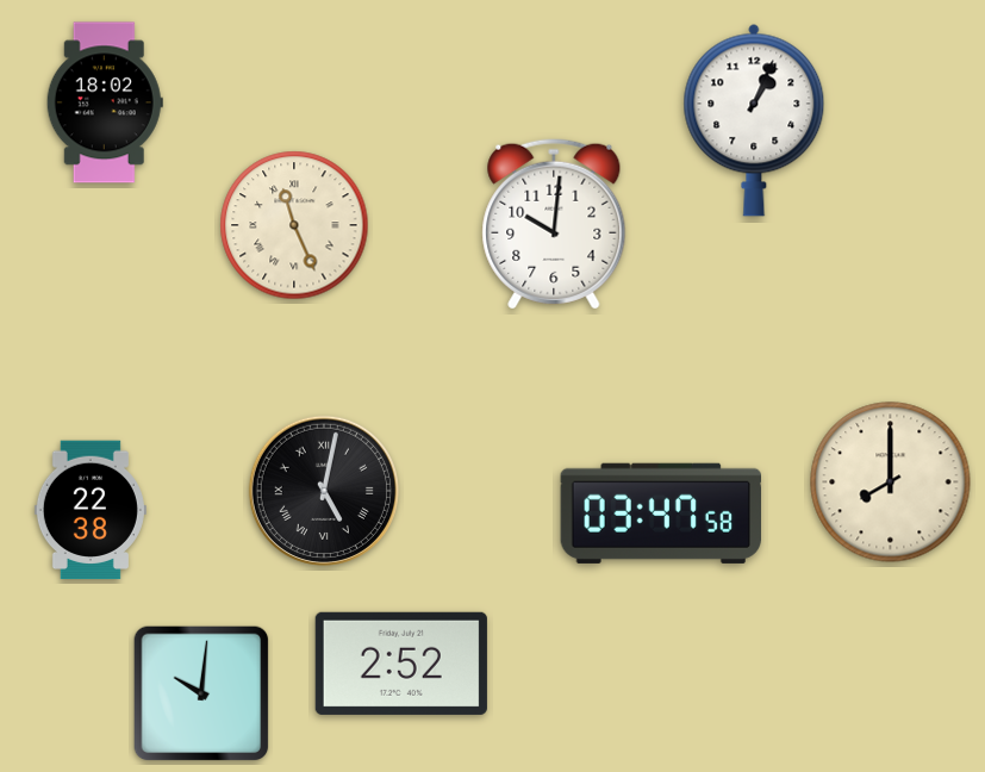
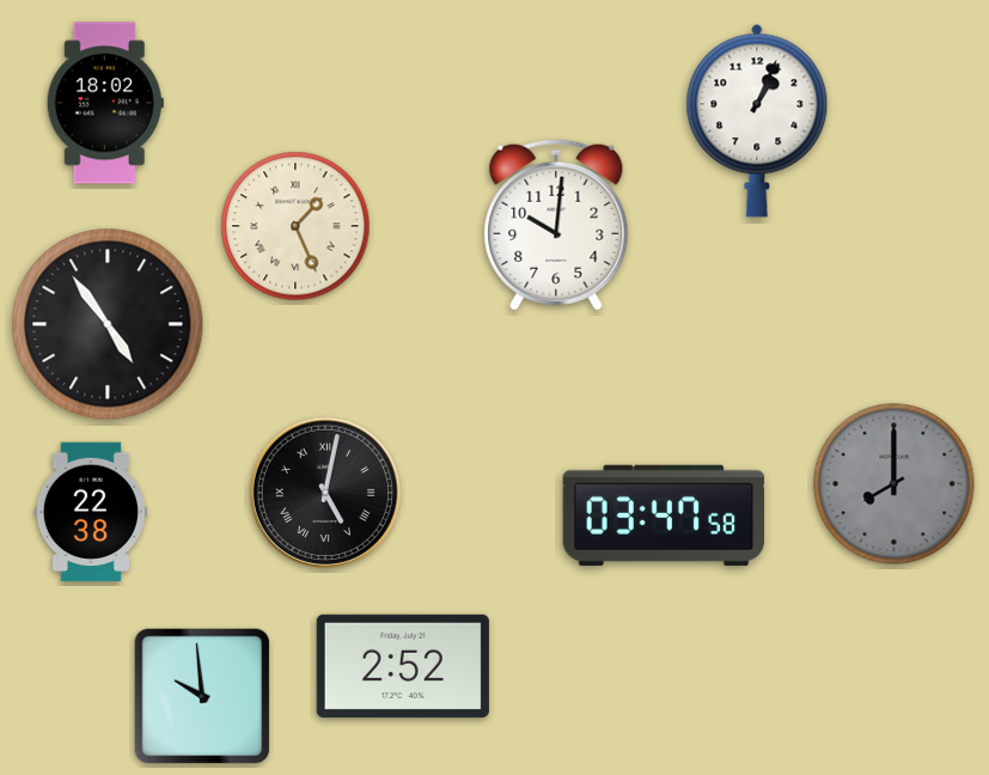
clock at (294, 225): 11:26 -> 1:26
clock at (108, 324): none -> 4:54
clock at (891, 482) dial: cream -> grey
clock at (201, 693): 10:01 -> 9:59
